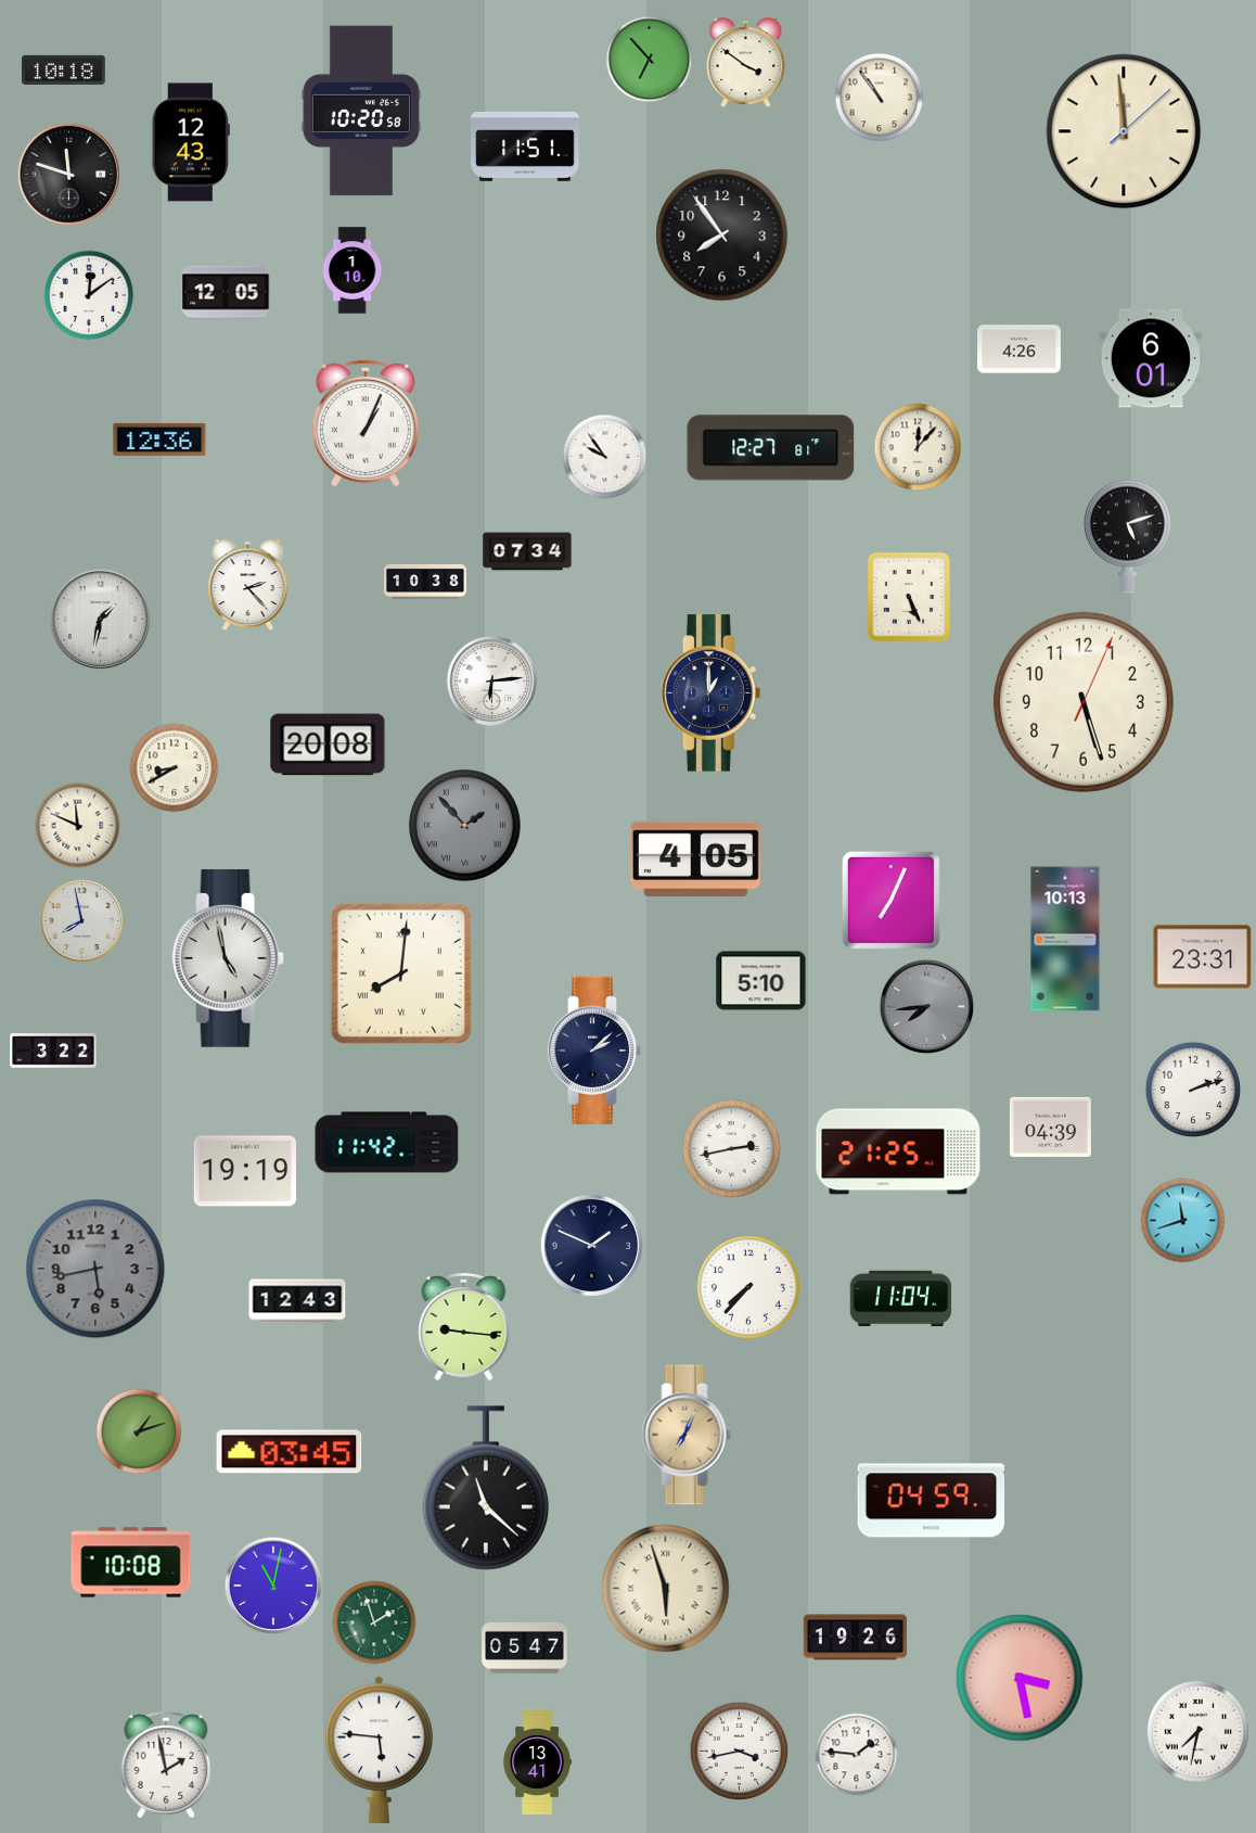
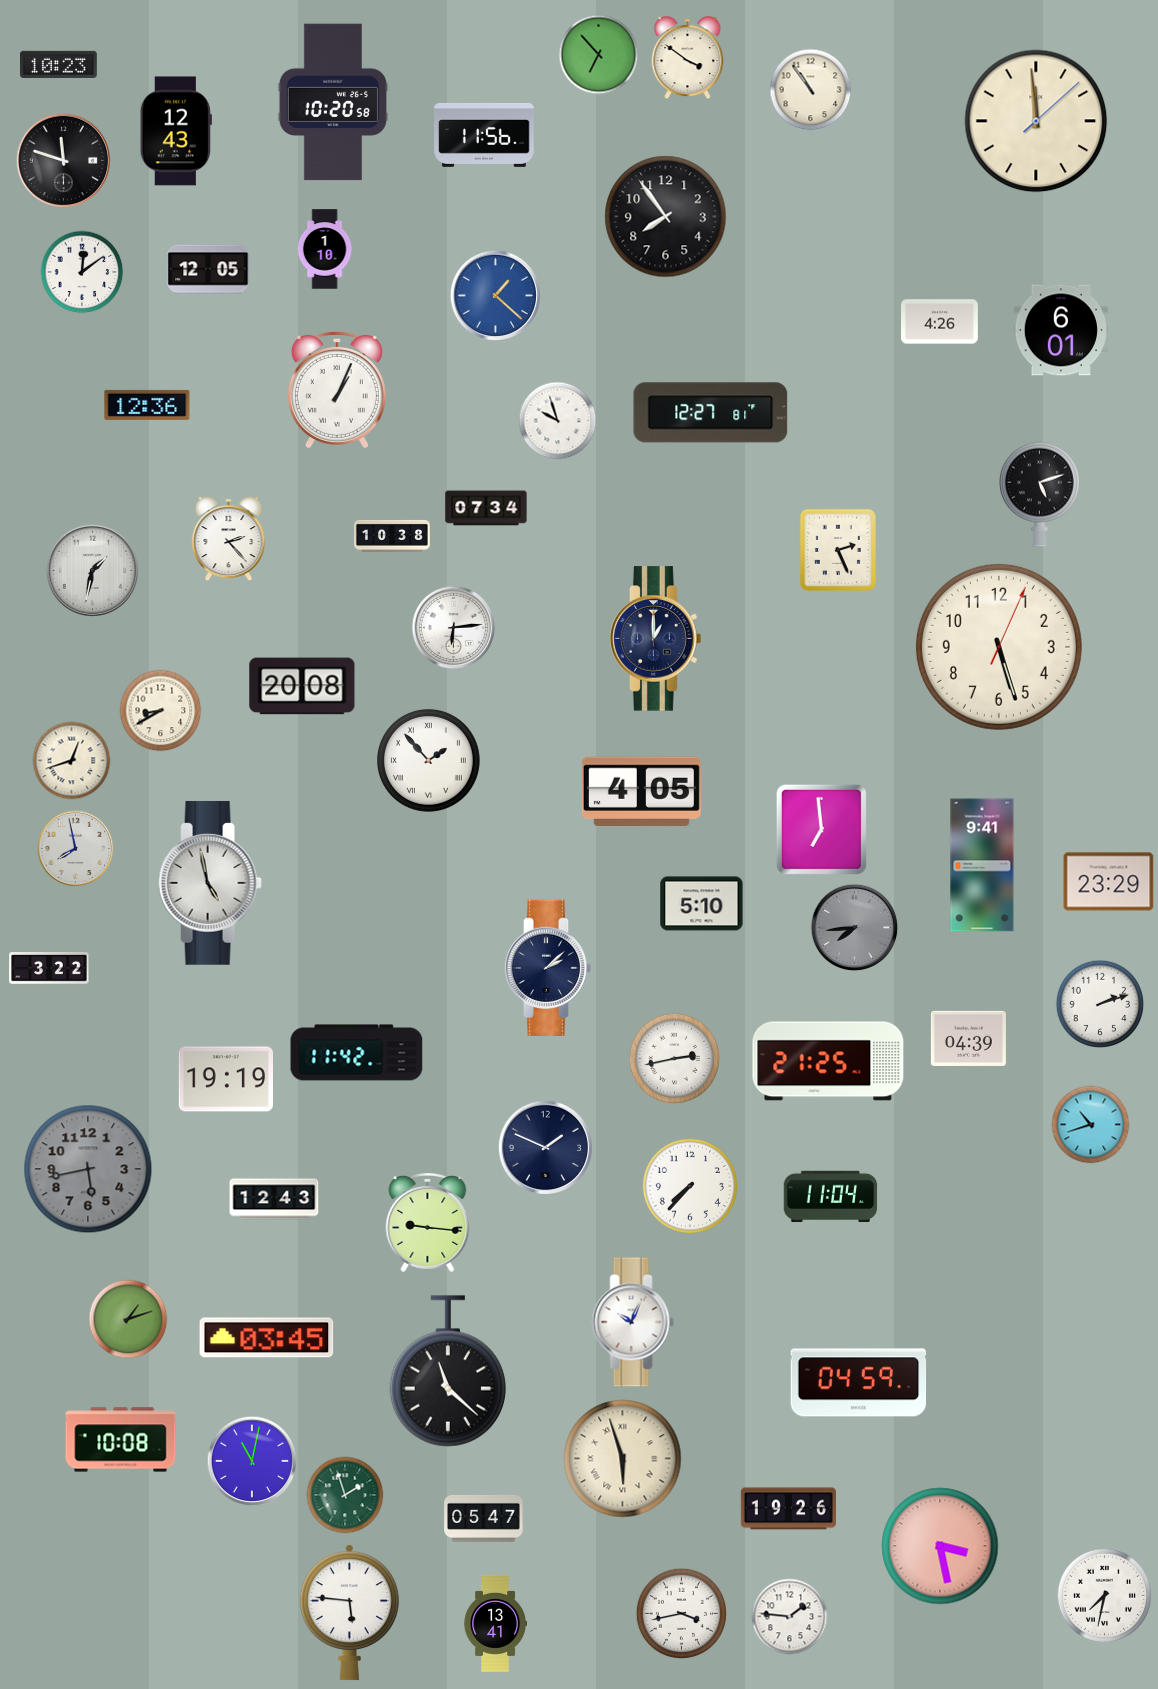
clock at (64, 69): 10:18 -> 10:23
clock at (525, 147): 11:51 -> 11:56
clock at (496, 296): none -> 1:22
clock at (918, 447): 12:07 -> none
clock at (605, 457): 9:54 -> 9:57
clock at (909, 597): 5:26 -> 2:26
clock at (175, 768) position: (175, 768) -> (161, 711)
clock at (464, 825) dial: grey -> white
clock at (78, 826): 11:49 -> 12:42
clock at (890, 900): 7:04 -> 6:59
clock at (1065, 939): 10:13 -> 9:41
clock at (1203, 957): 23:31 -> 23:29
clock at (401, 973): 8:01 -> none
clock at (1183, 1221): 11:42 -> 10:42
clock at (687, 1435): 7:04 -> 10:04
clock at (687, 1435) dial: champagne -> white
clock at (666, 1589) position: (666, 1589) -> (623, 1459)
clock at (166, 1765): 1:58 -> none
